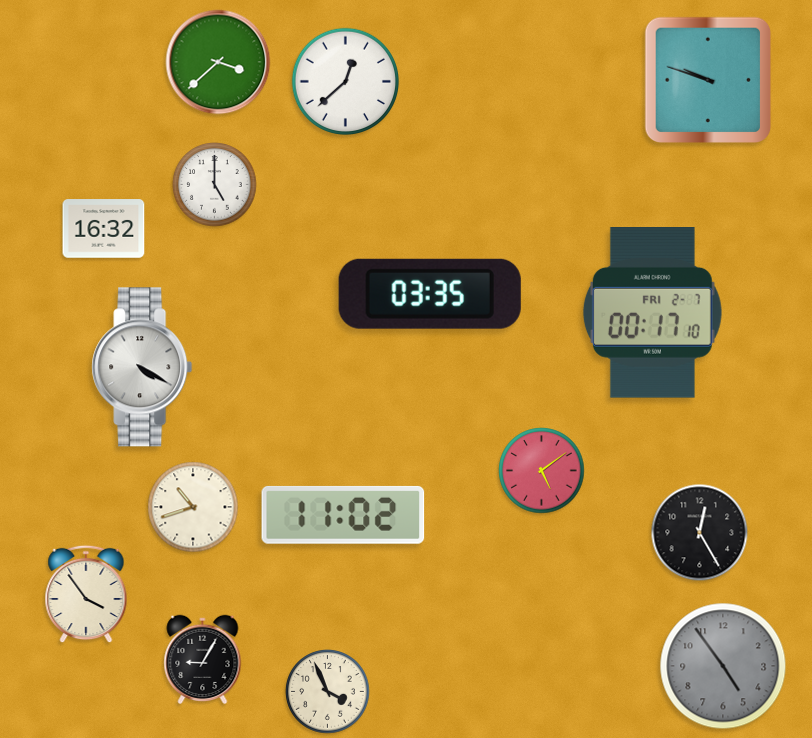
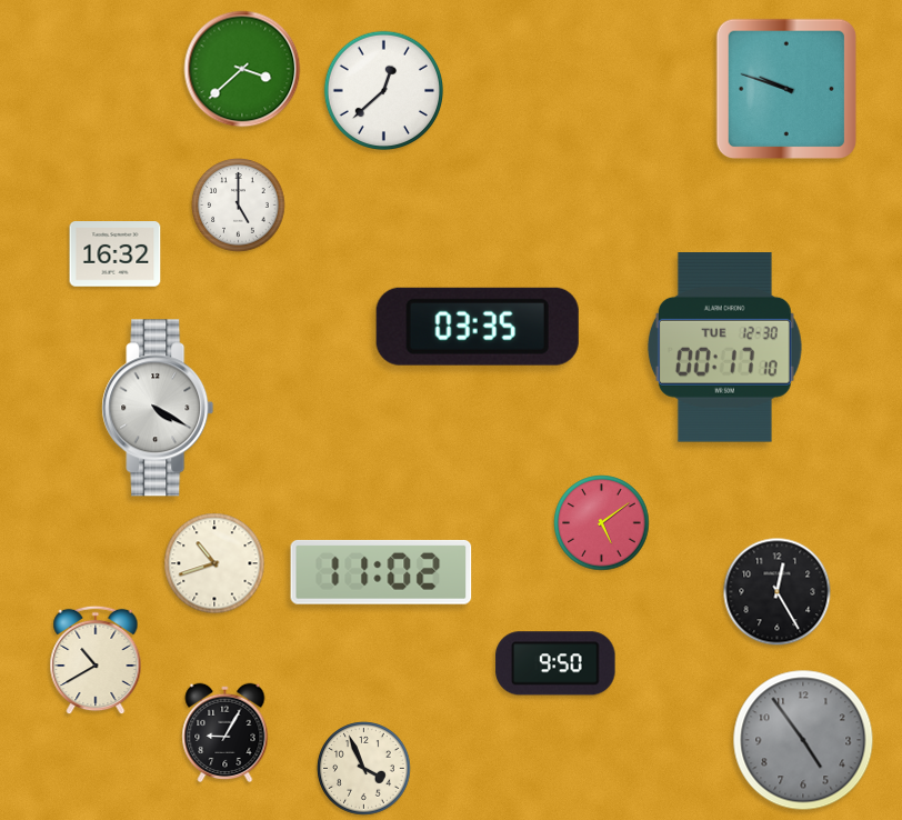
clock at (652, 313) date: FRI 2-7 -> TUE 12-30
clock at (86, 594): 3:54 -> 10:40
clock at (555, 663): none -> 9:50
